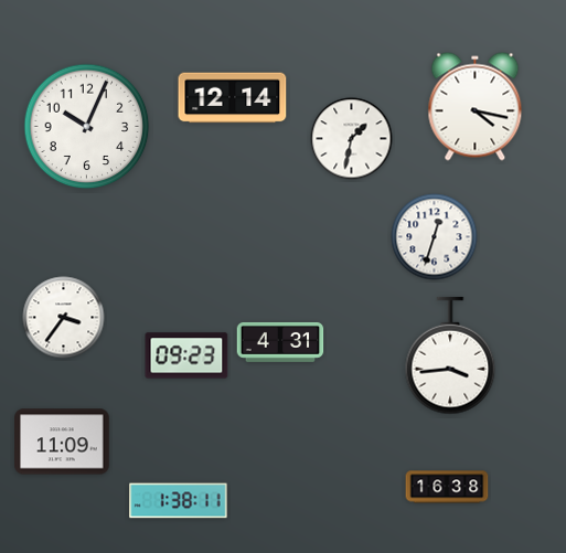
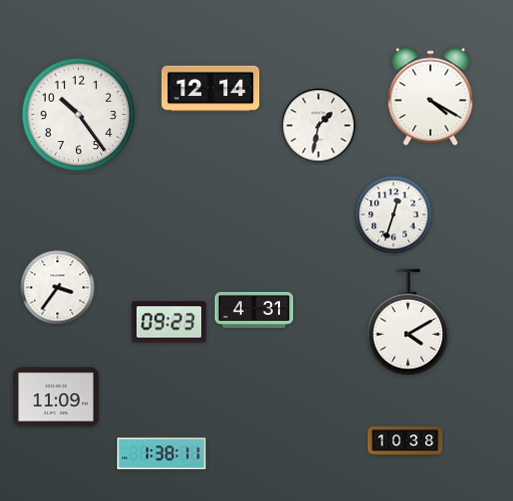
clock at (476, 107): 4:17 -> 4:20
clock at (87, 127): 10:04 -> 10:24
clock at (450, 355): 3:44 -> 4:10
clock at (62, 442) position: (62, 442) -> (56, 397)
clock at (447, 487): 16:38 -> 10:38
